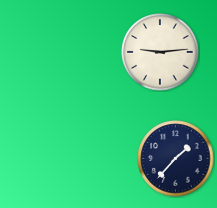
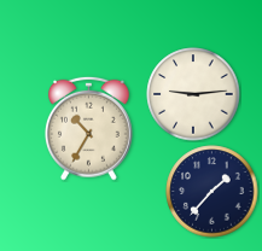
clock at (160, 52) position: (160, 52) -> (193, 94)
clock at (89, 128): none -> 10:35
